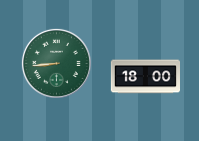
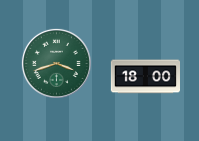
clock at (56, 63): 8:44 -> 3:42
